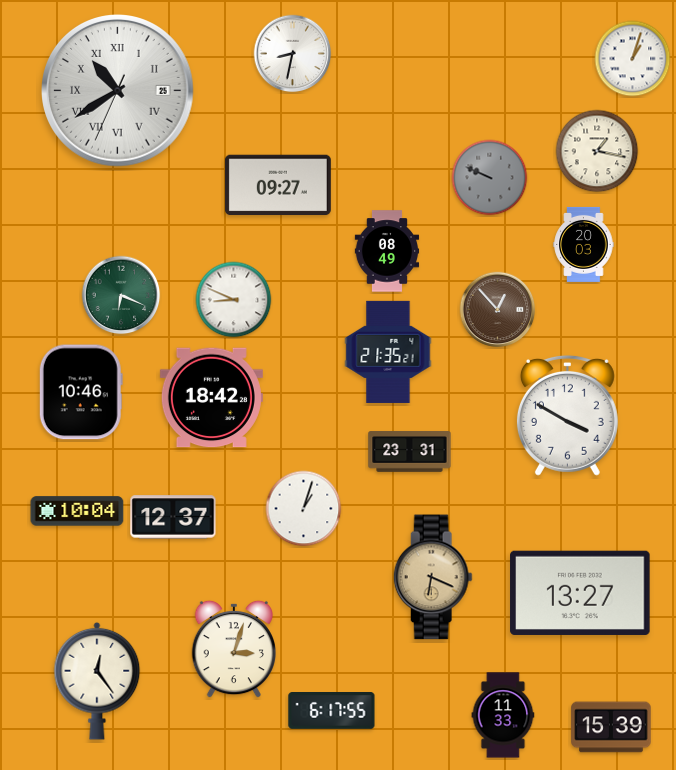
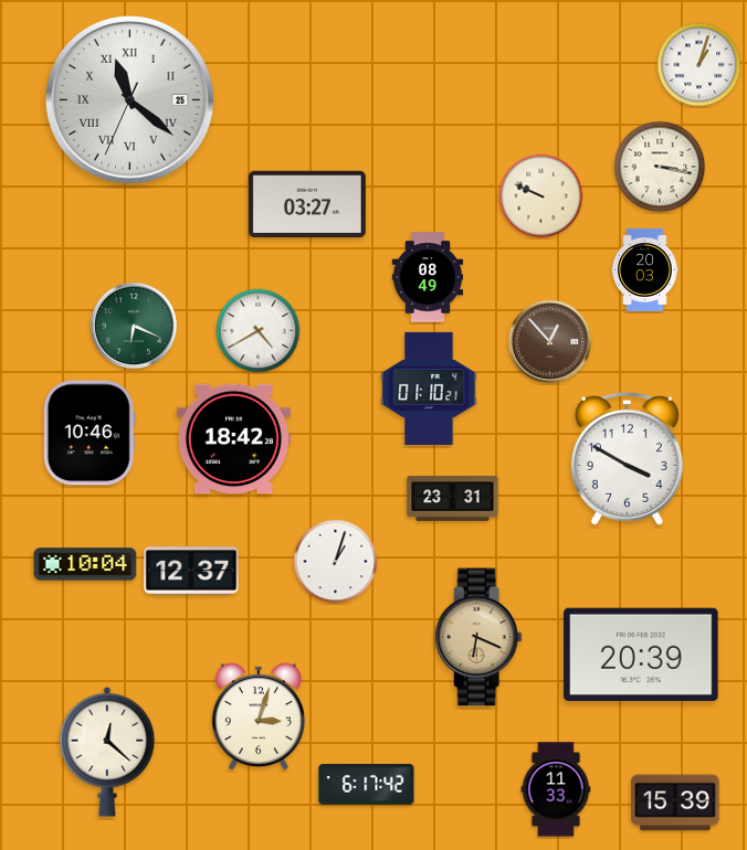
clock at (293, 54): 8:32 -> none
clock at (118, 91): 10:39 -> 11:21
clock at (597, 151): 1:17 -> 3:17
clock at (490, 178) dial: grey -> cream
clock at (278, 185): 09:27 -> 03:27
clock at (234, 300): 8:49 -> 4:40
clock at (388, 352): 21:35 -> 01:10
clock at (580, 593): 13:27 -> 20:39
clock at (97, 681): 12:24 -> 12:22
clock at (332, 711): 6:17:55 -> 6:17:42
